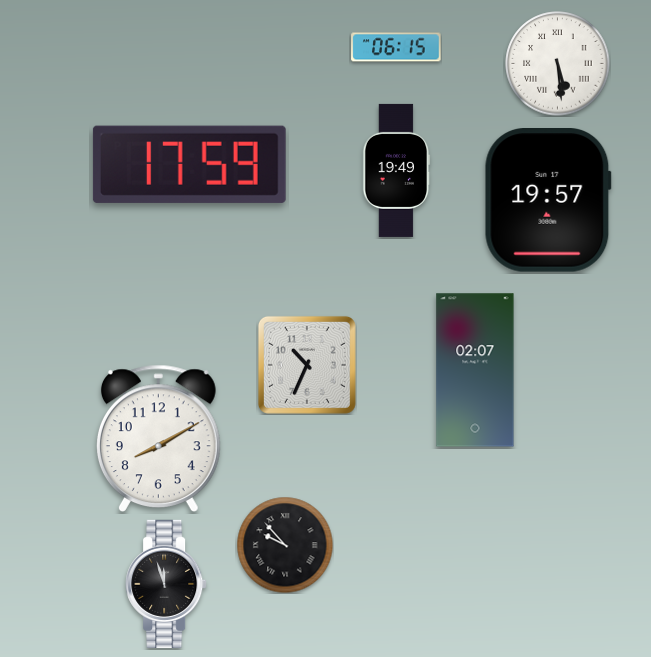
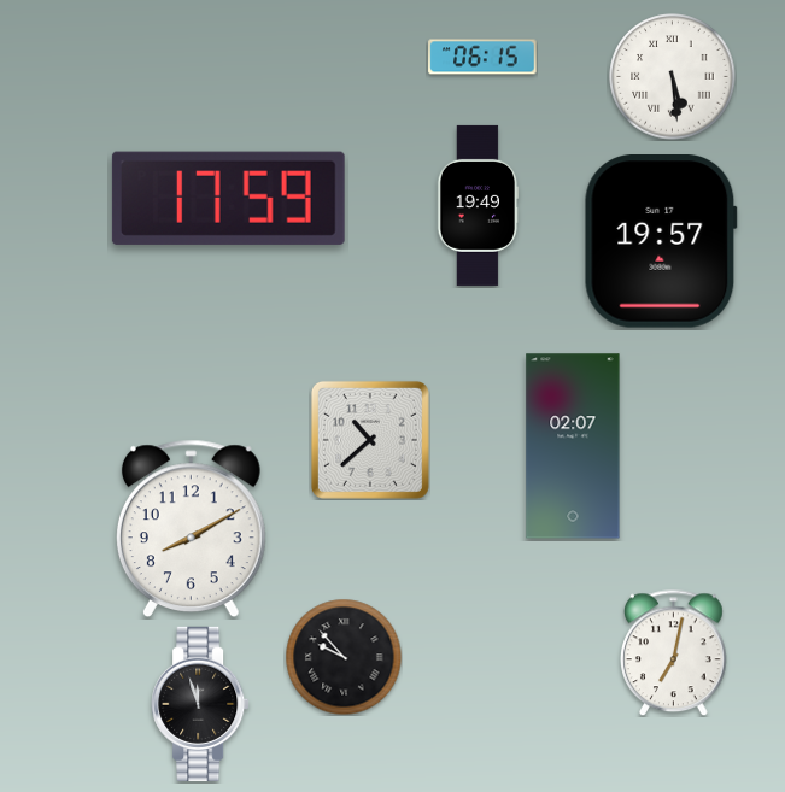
clock at (396, 47) position: (396, 47) -> (482, 57)
clock at (307, 365): 10:34 -> 10:38
clock at (674, 652): none -> 7:02
